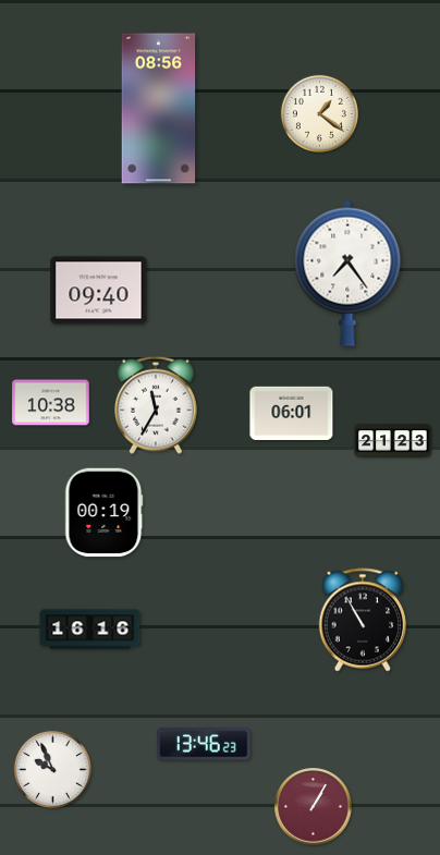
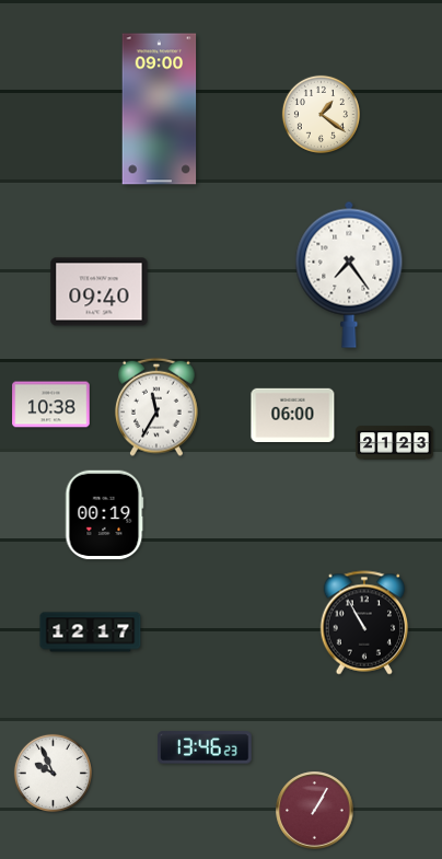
clock at (159, 109): 08:56 -> 09:00
clock at (292, 413): 06:01 -> 06:00
clock at (90, 630): 16:16 -> 12:17
